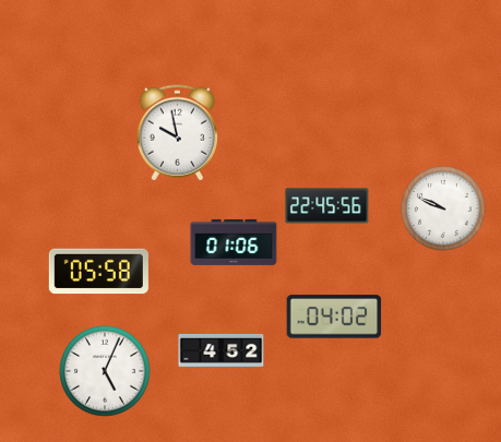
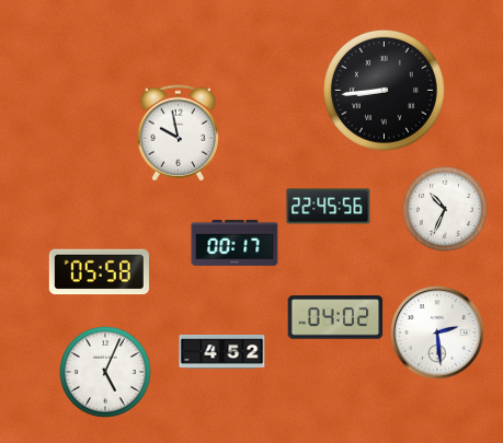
clock at (384, 90): none -> 8:44
clock at (443, 208): 9:49 -> 10:34
clock at (234, 242): 01:06 -> 00:17
clock at (437, 333): none -> 2:29
